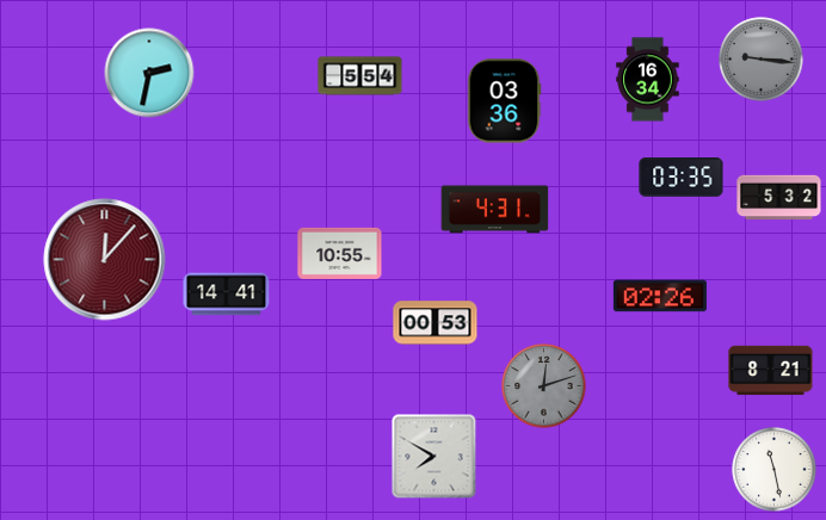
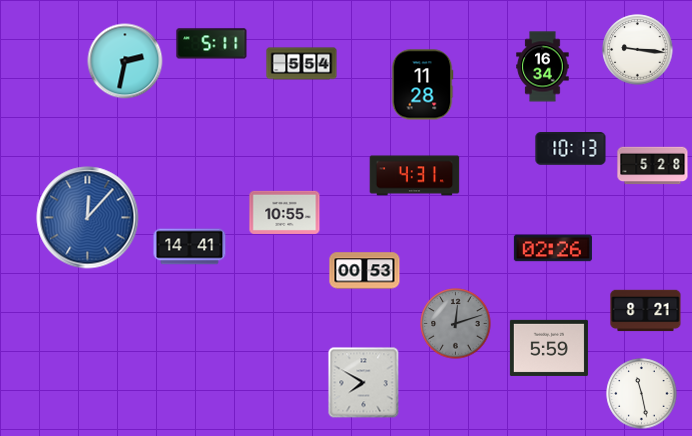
clock at (212, 44): none -> 5:11
clock at (762, 60) dial: grey -> white
clock at (504, 101): 03:36 -> 11:28
clock at (682, 178): 03:35 -> 10:13
clock at (779, 198): 5:32 -> 5:28
clock at (105, 260) dial: burgundy -> blue
clock at (549, 348): none -> 5:59
clock at (775, 470) position: (775, 470) -> (642, 394)
